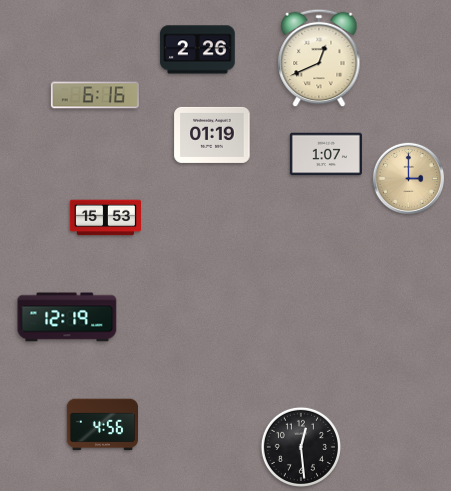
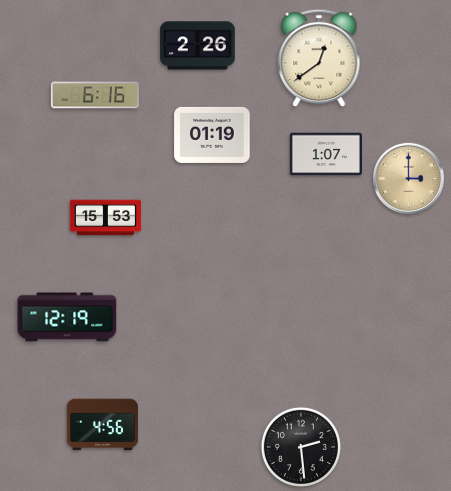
clock at (198, 50) position: (198, 50) -> (198, 46)
clock at (319, 58): 12:41 -> 12:39
clock at (301, 447): 12:29 -> 2:29
